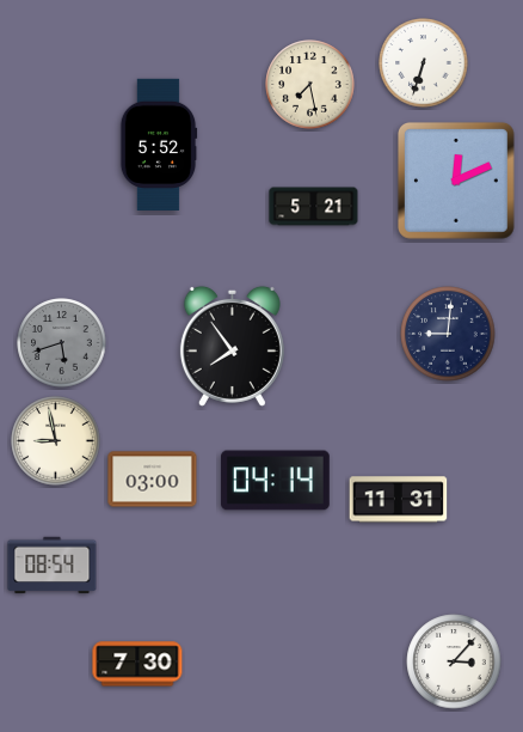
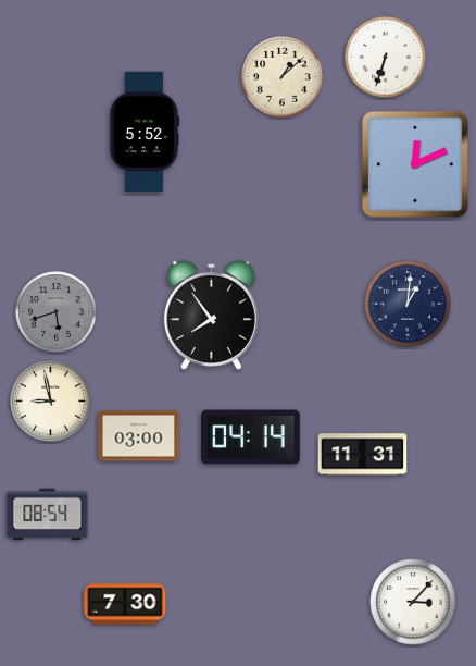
clock at (310, 85): 7:28 -> 1:08
clock at (314, 207): 5:21 -> none
clock at (448, 334): 9:01 -> 1:01
